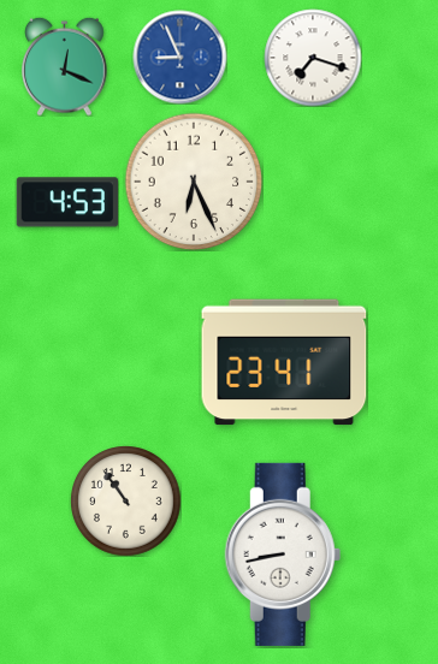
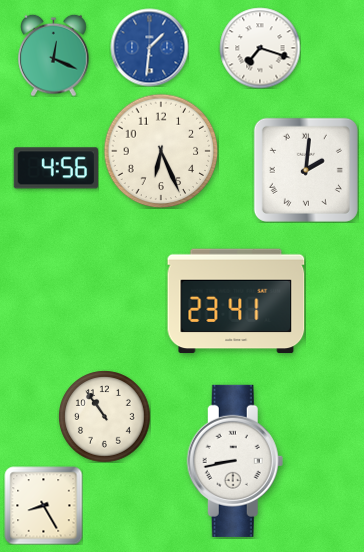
clock at (179, 57): 8:56 -> 1:31
clock at (66, 202): 4:53 -> 4:56
clock at (306, 170): none -> 2:01
clock at (43, 505): none -> 8:25
